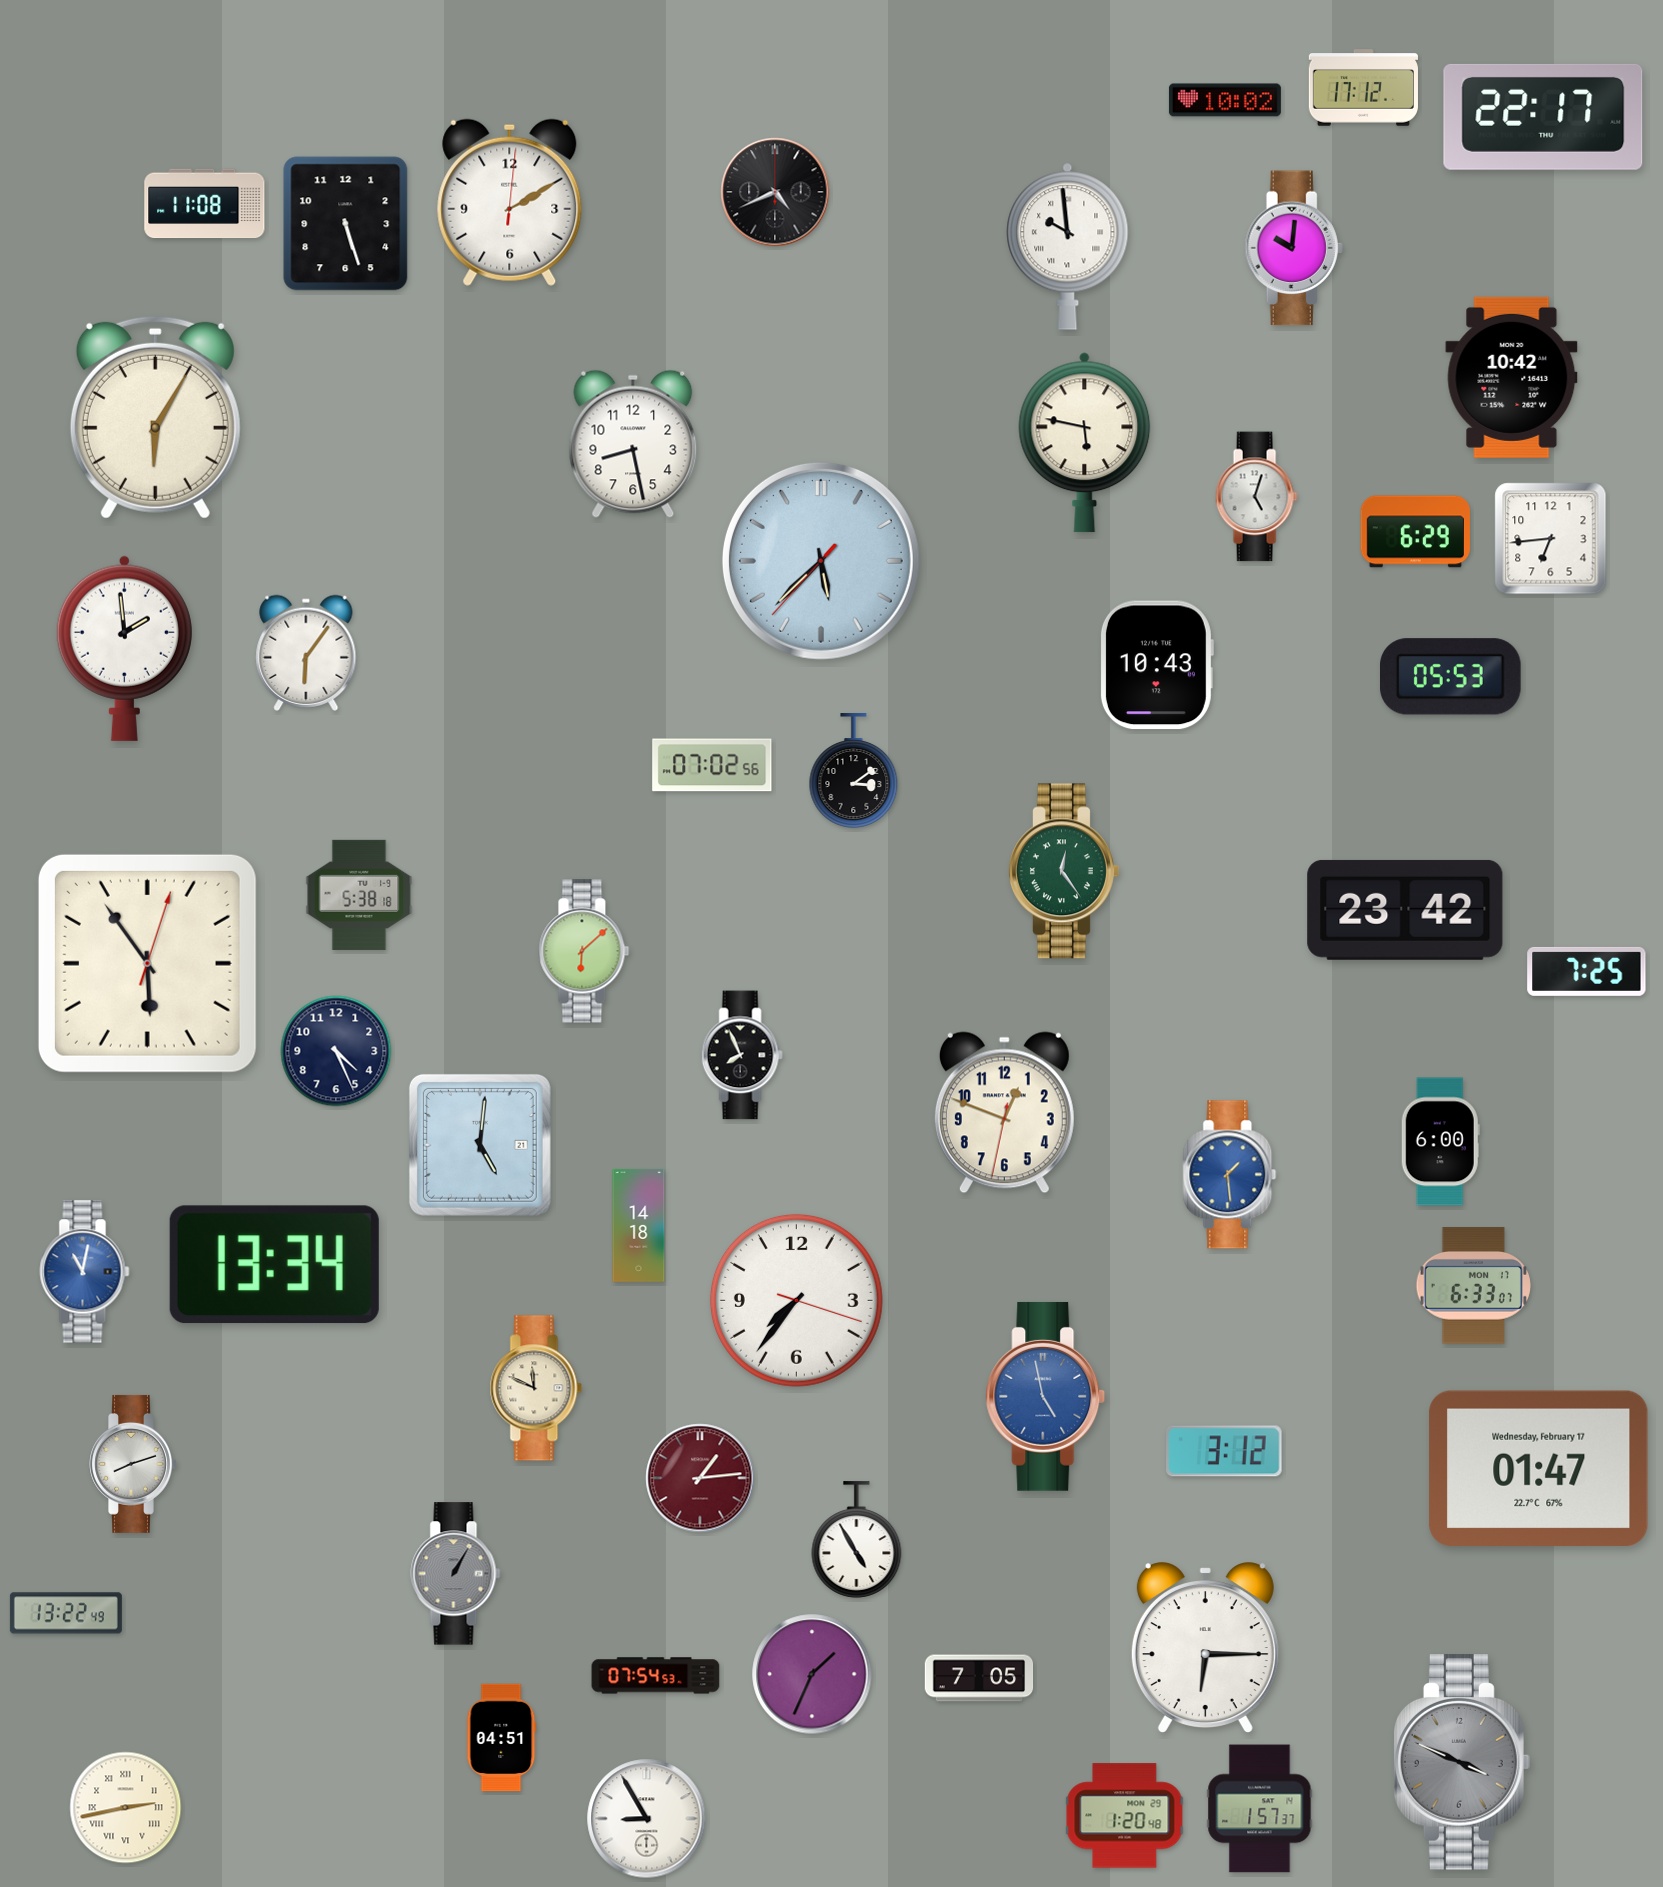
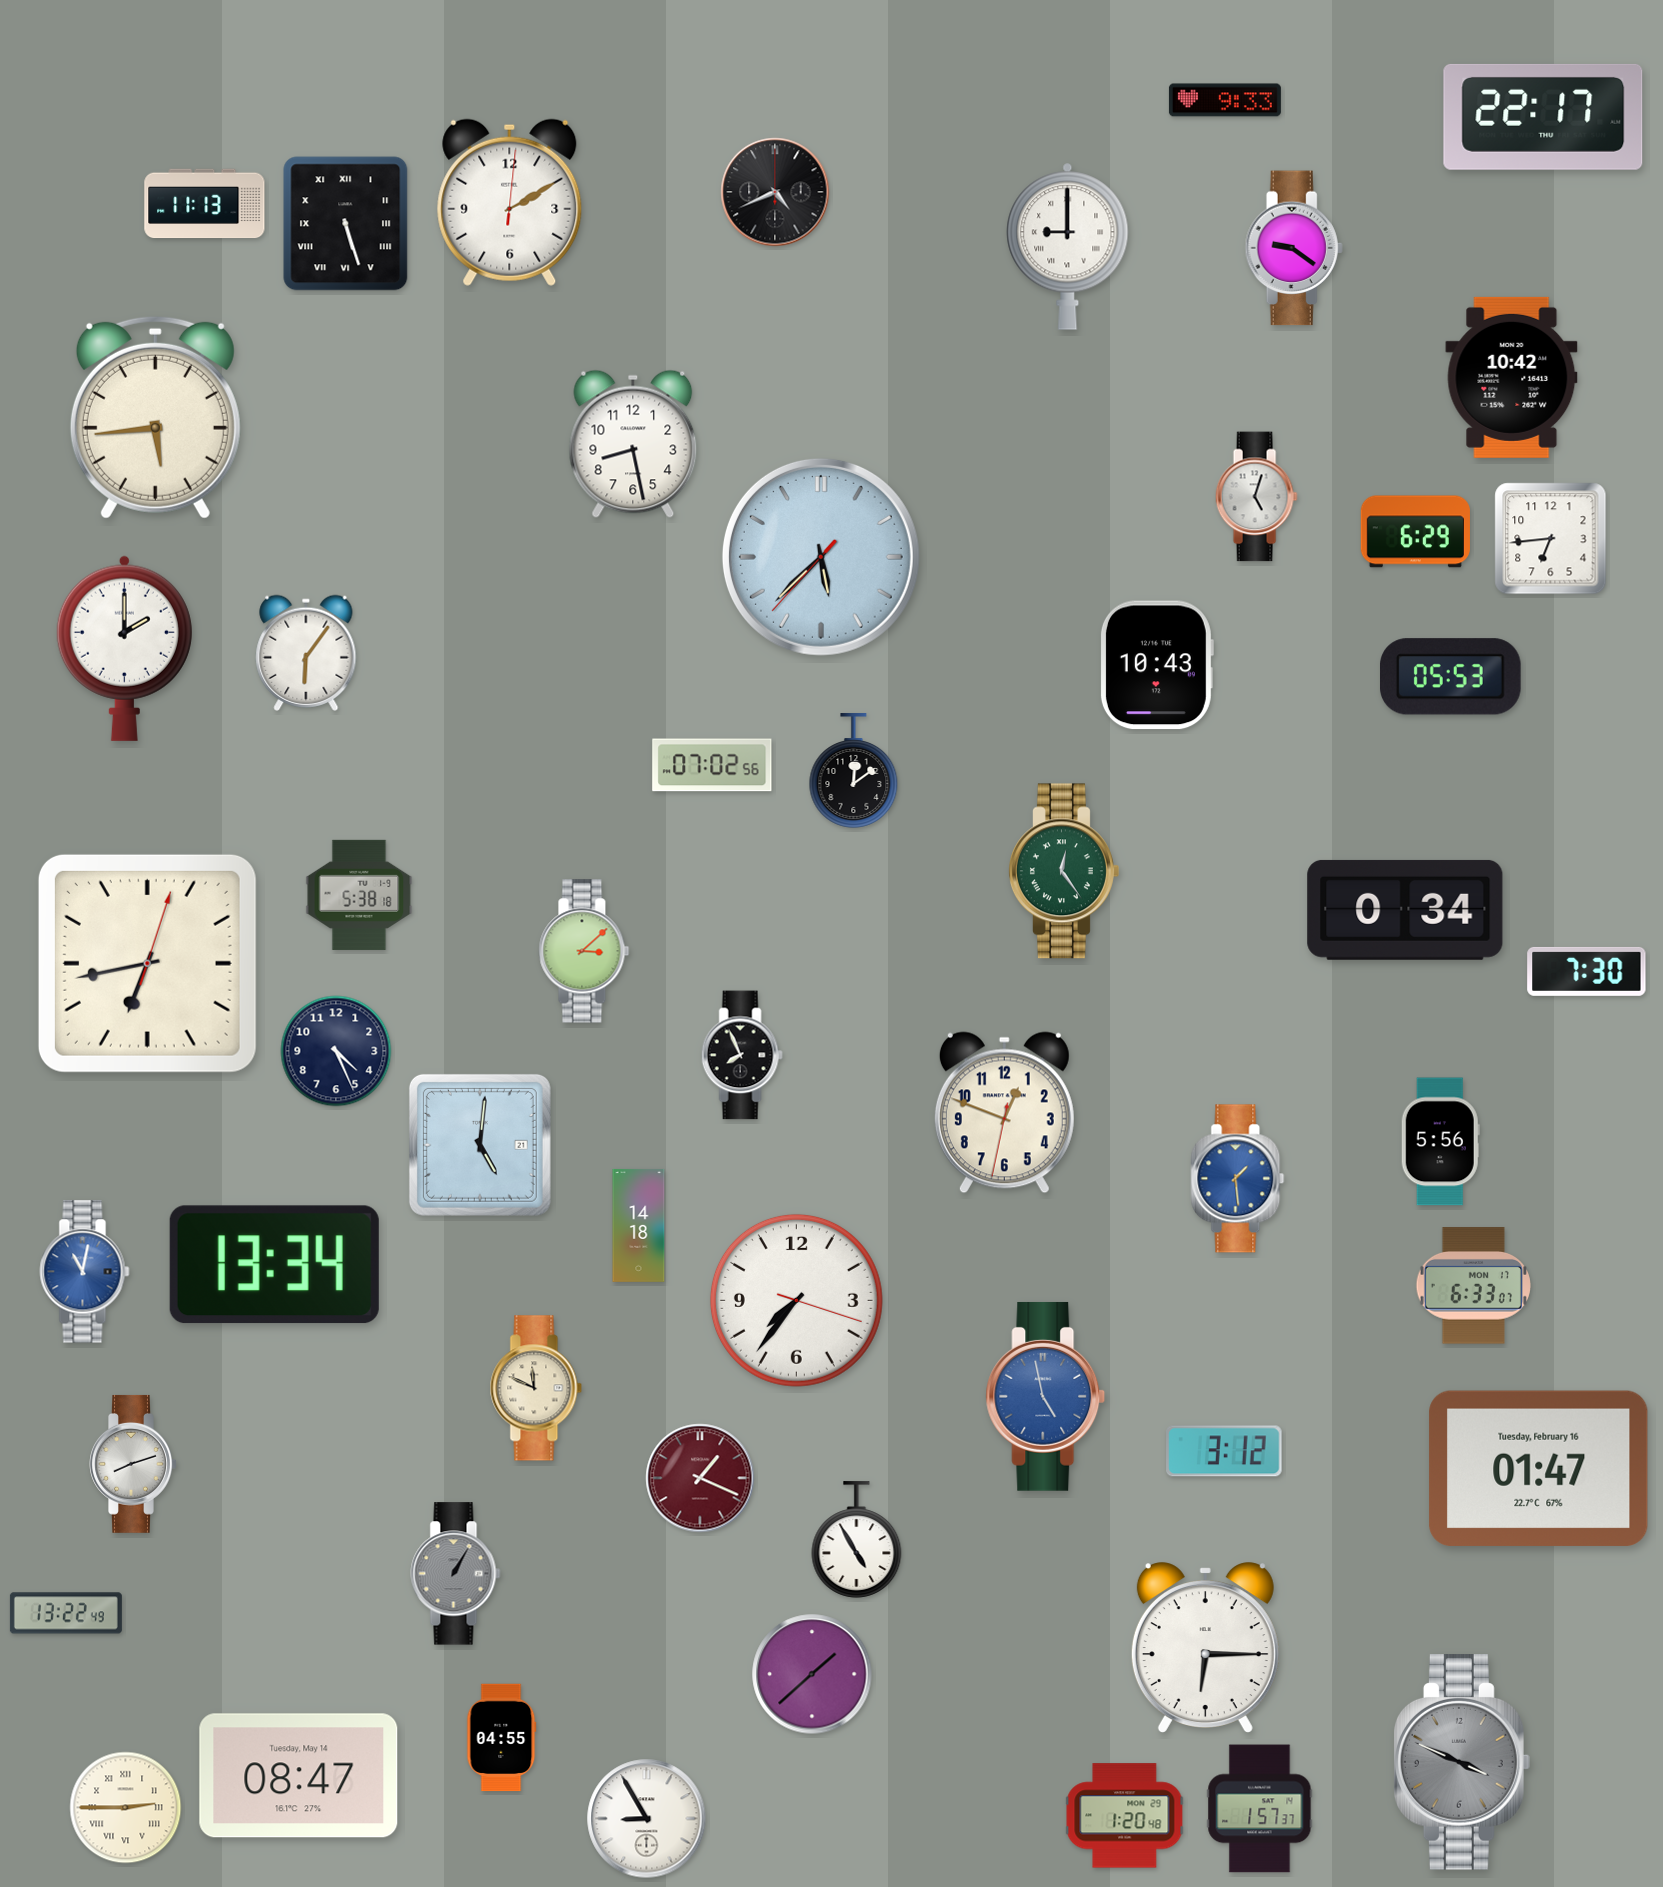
clock at (1363, 88): 17:12 -> none
clock at (1225, 100): 10:02 -> 9:33
clock at (205, 204): 11:08 -> 11:13
clock at (346, 224) numerals: Arabic -> Roman
clock at (1068, 246): 9:59 -> 9:00
clock at (1294, 248): 10:01 -> 9:21
clock at (155, 417): 6:05 -> 5:44
clock at (1085, 443): 5:47 -> none
clock at (821, 561) position: (821, 561) -> (821, 557)
clock at (124, 648): 1:59 -> 2:00
clock at (854, 771): 3:09 -> 12:09
clock at (1405, 910): 23:42 -> 0:34
clock at (584, 951): 6:08 -> 3:08
clock at (147, 963): 5:54 -> 6:43
clock at (1587, 971): 7:25 -> 7:30
clock at (1440, 1142): 6:00 -> 5:56
clock at (1230, 1175) position: (1230, 1175) -> (1238, 1179)
clock at (1539, 1468) date: Wednesday, February 17 -> Tuesday, February 16
clock at (700, 1478): 1:14 -> 1:19
clock at (812, 1674): 1:34 -> 1:38
clock at (656, 1676): 07:54 -> none
clock at (979, 1678): 7:05 -> none
clock at (502, 1738): 04:51 -> 04:55
clock at (299, 1776): none -> 08:47
clock at (126, 1808): 2:43 -> 2:45
